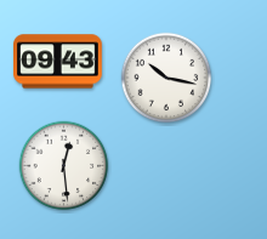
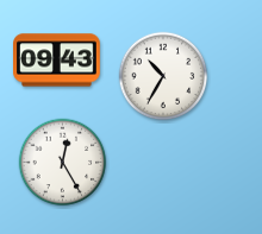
clock at (166, 78): 10:17 -> 10:35
clock at (64, 166): 12:29 -> 12:25
